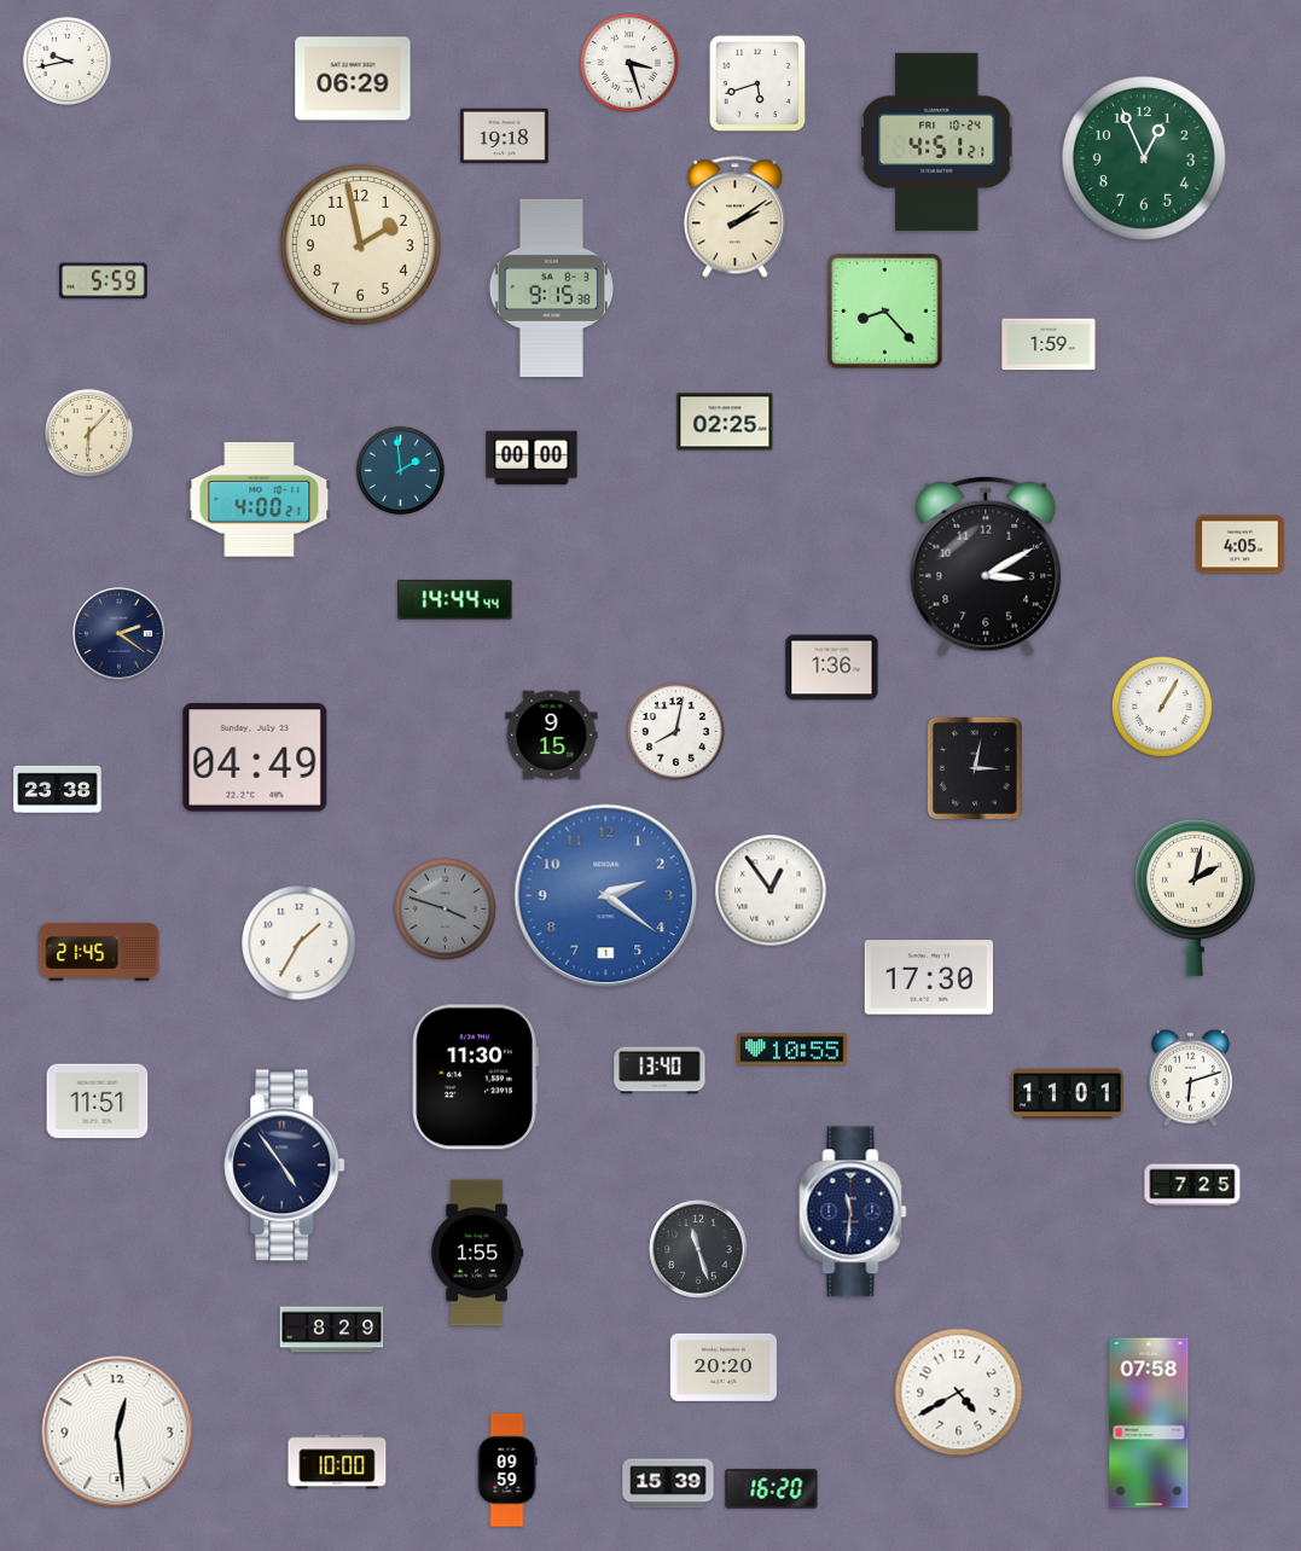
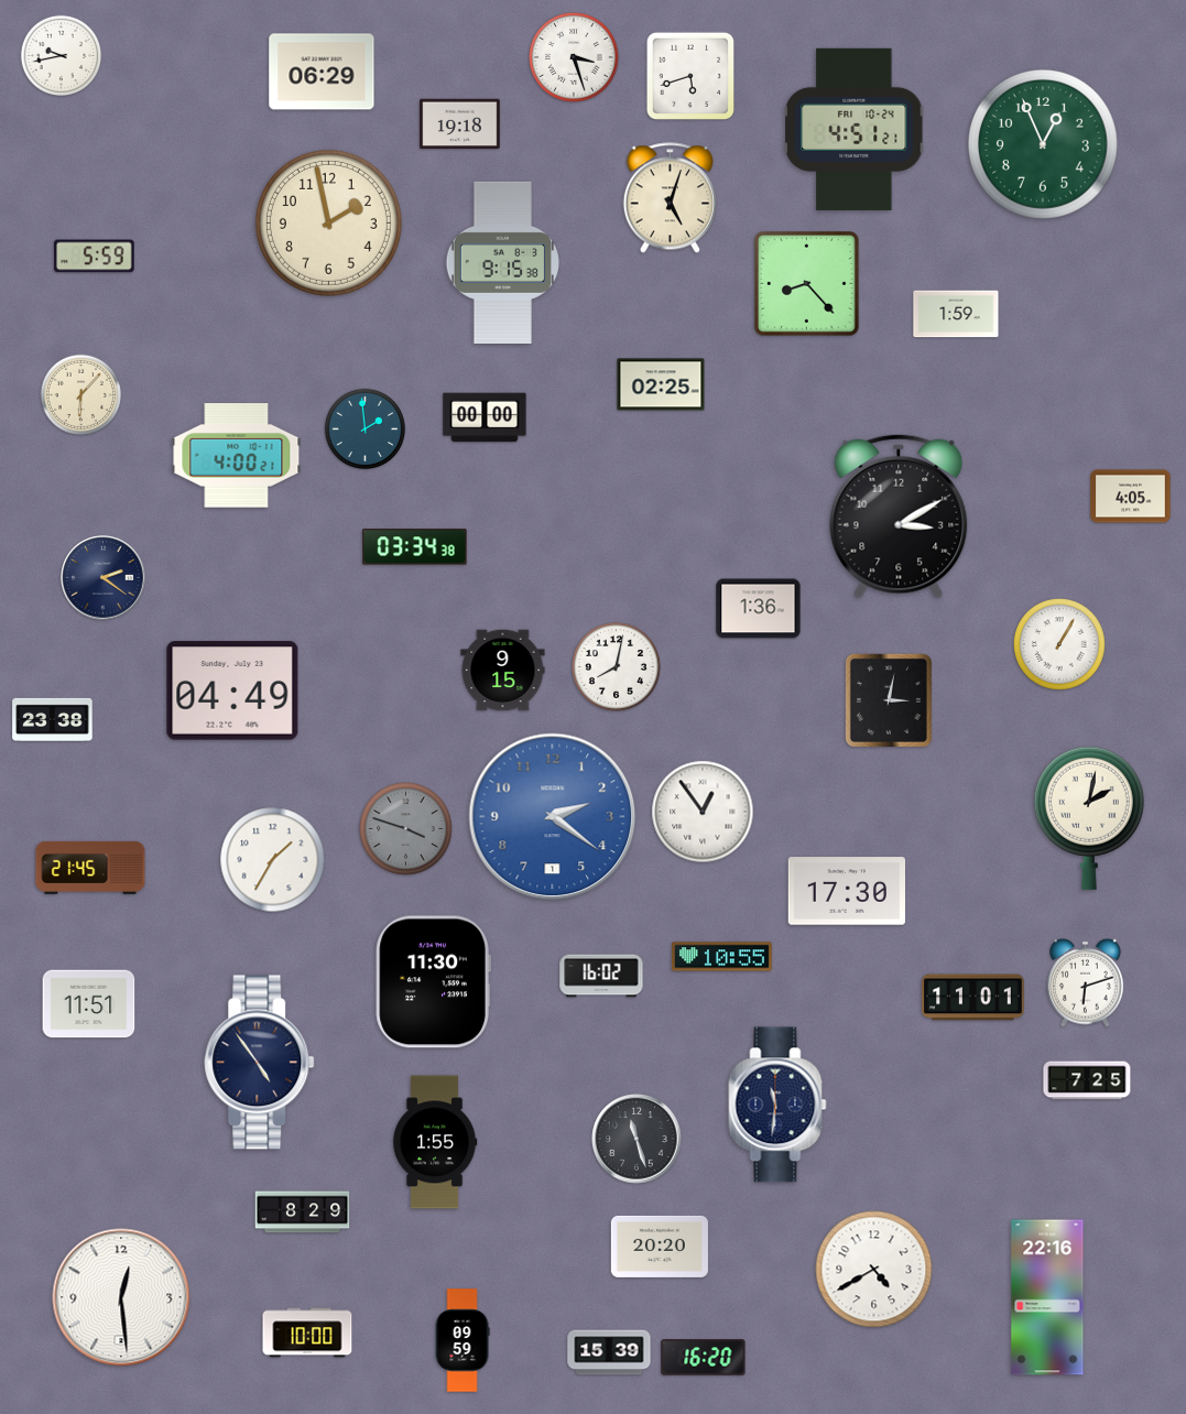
clock at (734, 217): 2:09 -> 5:03
clock at (455, 600): 14:44 -> 03:34
clock at (120, 634) position: (120, 634) -> (104, 578)
clock at (660, 1070): 13:40 -> 16:02
clock at (1149, 1423): 07:58 -> 22:16
clock at (117, 1431) position: (117, 1431) -> (121, 1297)
